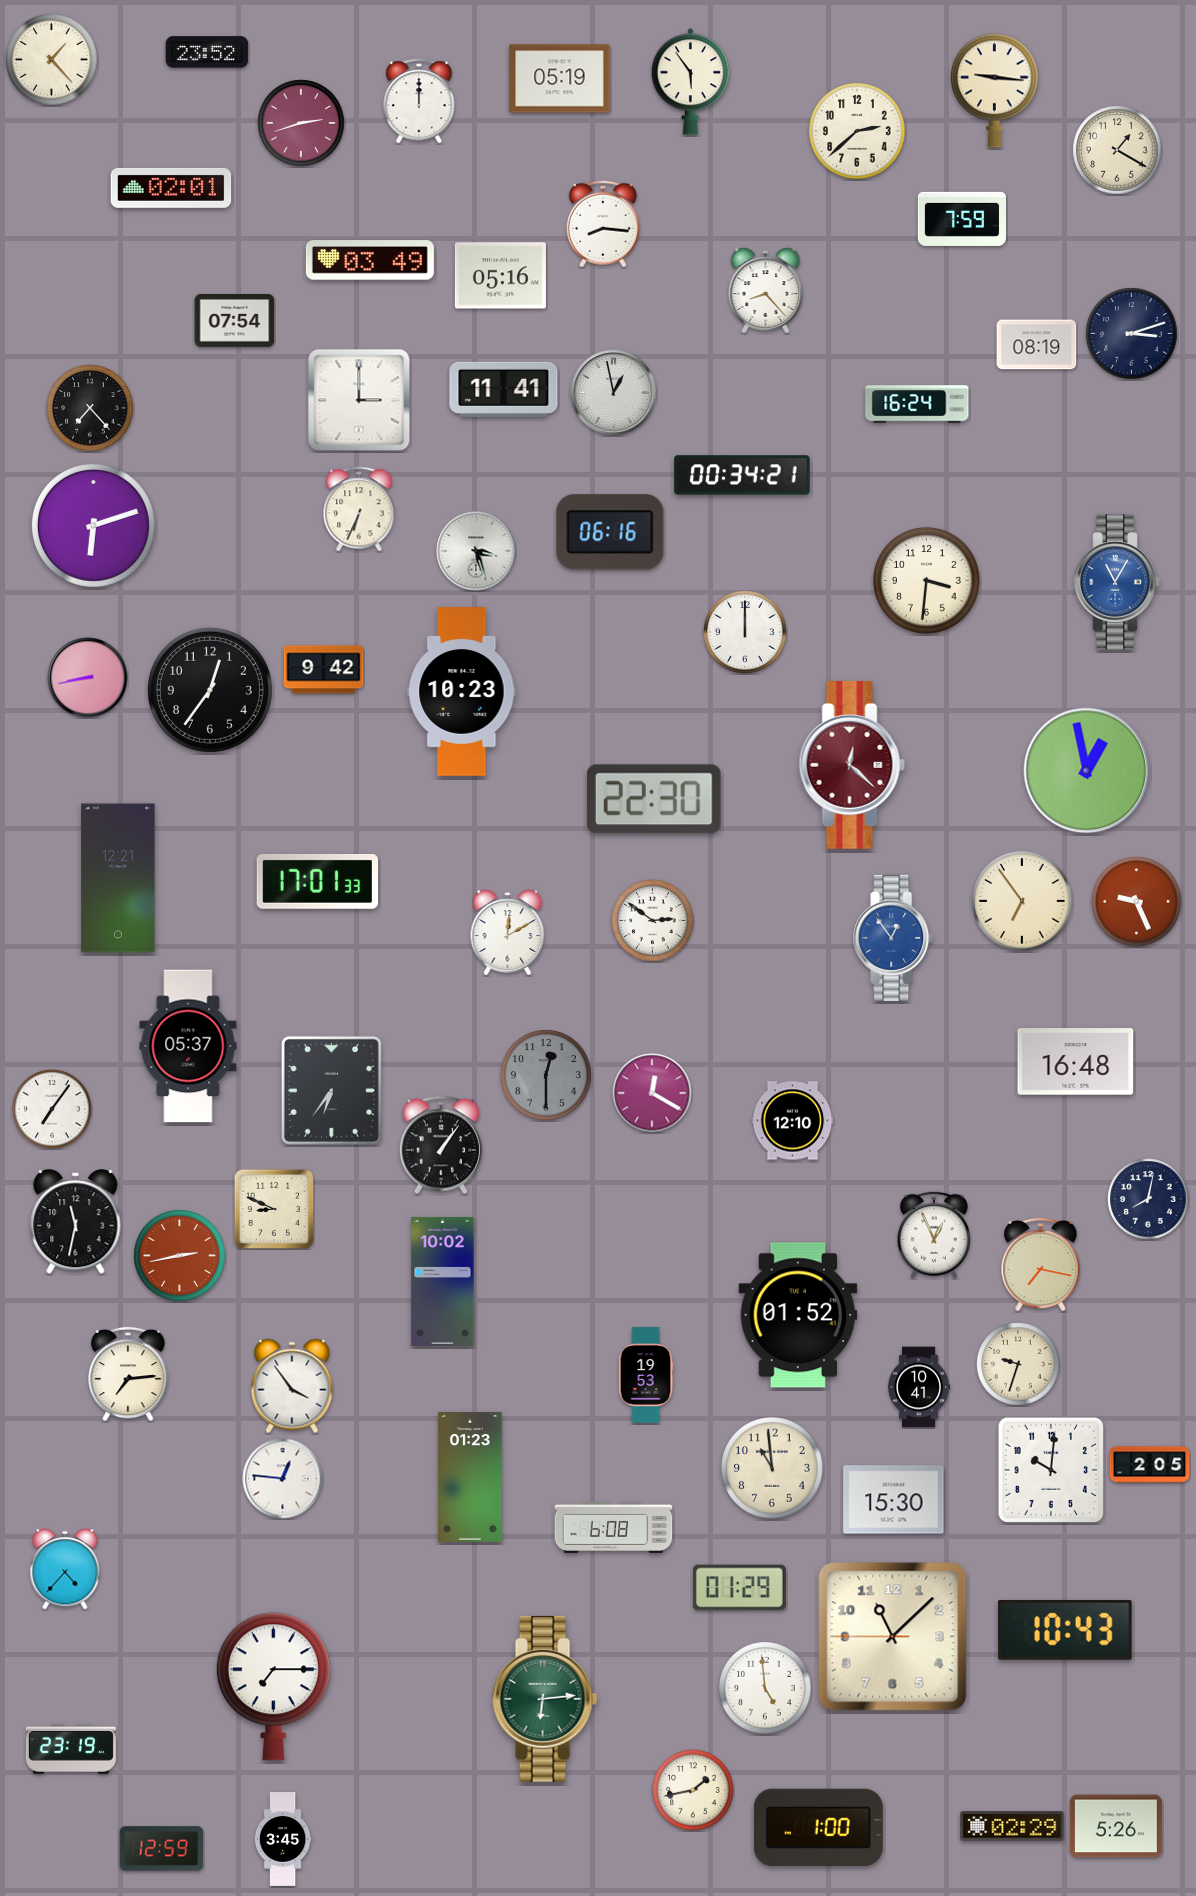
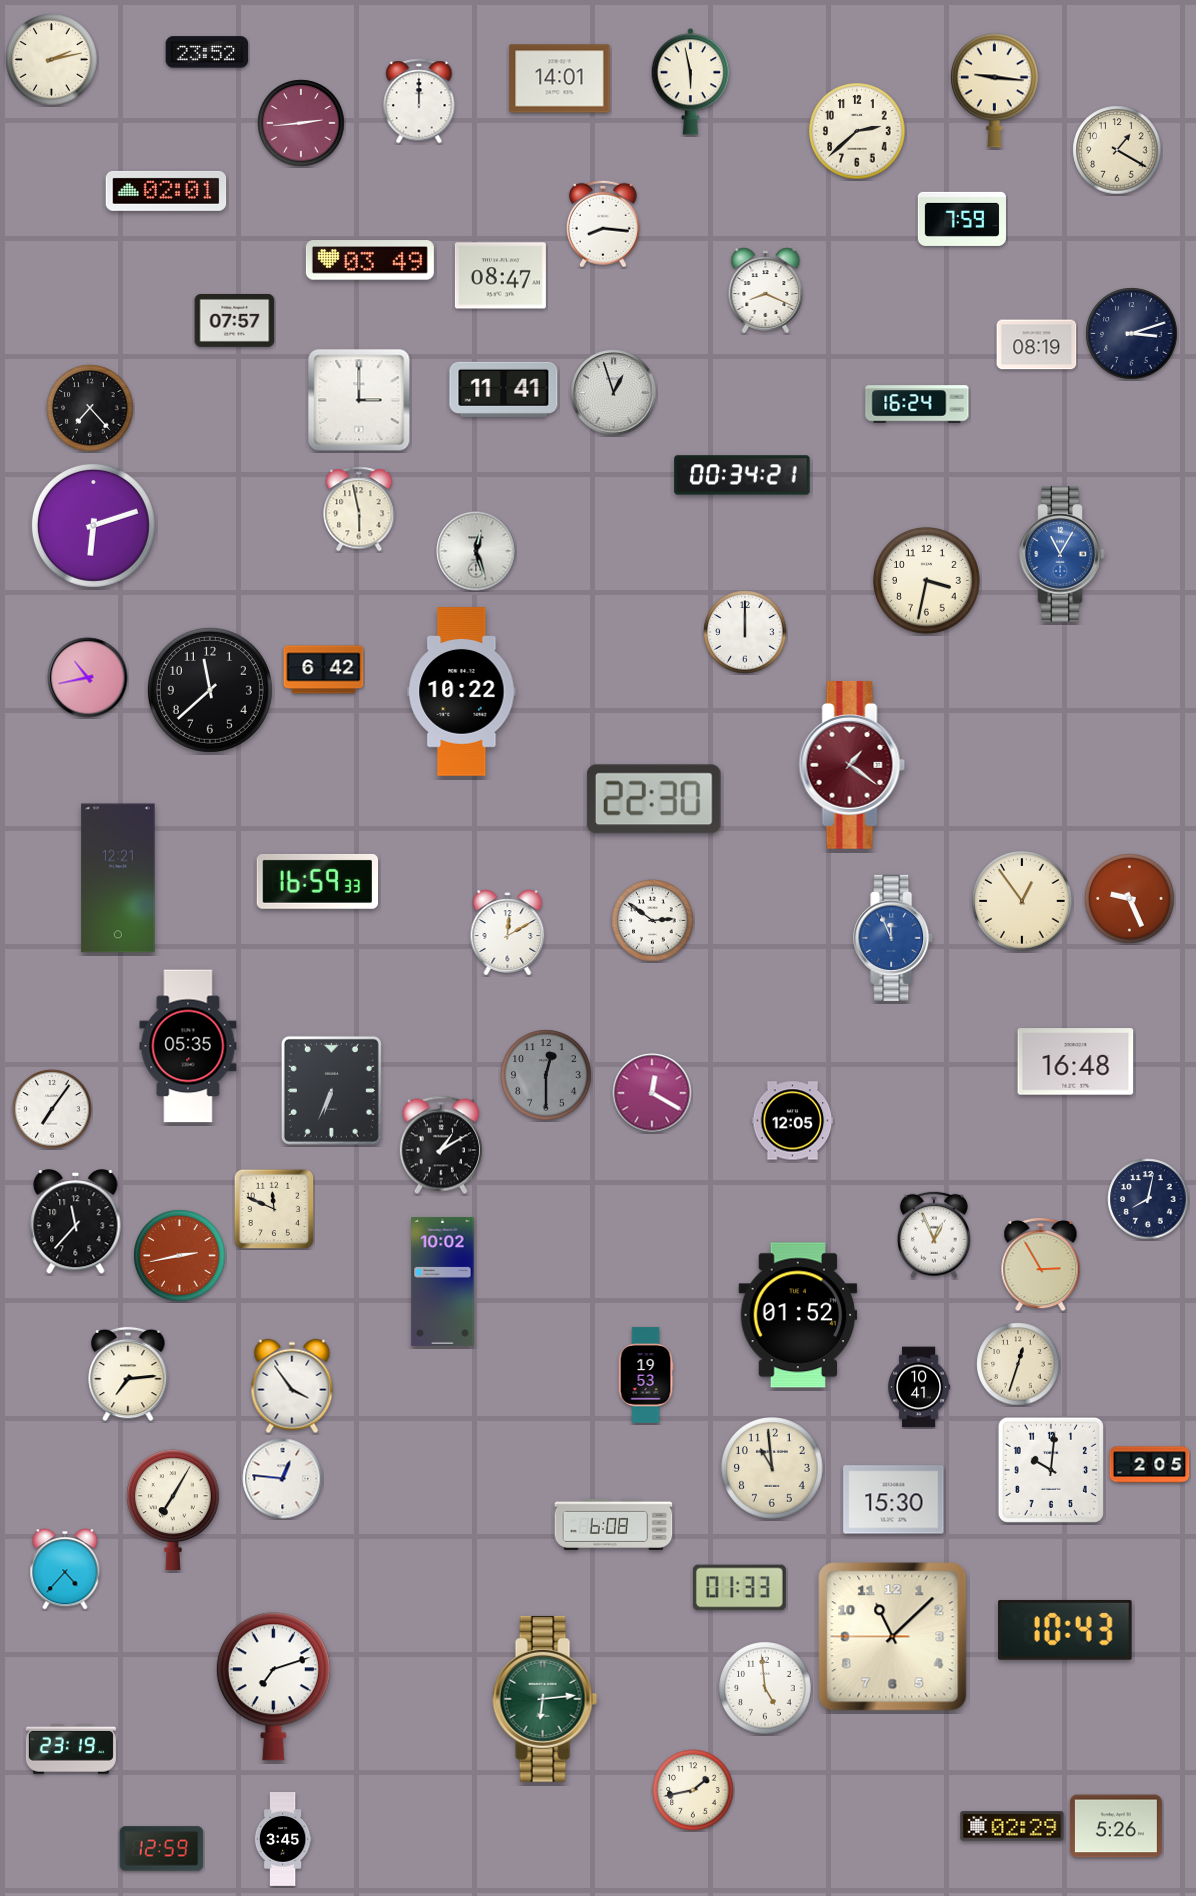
clock at (52, 60): 1:23 -> 2:13
clock at (560, 79): 05:19 -> 14:01
clock at (691, 82): 5:54 -> 5:58
clock at (301, 123): 2:42 -> 2:44
clock at (171, 188) position: (171, 188) -> (166, 191)
clock at (500, 276): 05:16 -> 08:47
clock at (766, 291): 8:23 -> 8:19
clock at (235, 320): 07:54 -> 07:57
clock at (614, 393): 12:58 -> 12:57
clock at (359, 509): 6:34 -> 5:58
clock at (610, 532): 06:16 -> none
clock at (476, 551): 3:27 -> 12:27
clock at (927, 581): 3:31 -> 3:32
clock at (1117, 582) position: (1117, 582) -> (1062, 554)
clock at (324, 670): 9:42 -> 6:42
clock at (88, 678): 8:43 -> 10:43
clock at (210, 690): 12:36 -> 11:38
clock at (462, 692): 10:23 -> 10:22
clock at (852, 765): 12:22 -> 1:21
clock at (1087, 771): 12:58 -> none
clock at (317, 881): 17:01 -> 16:59
clock at (1022, 901): 6:54 -> 12:54
clock at (1137, 902) position: (1137, 902) -> (1130, 899)
clock at (894, 938): 12:54 -> 11:56
clock at (188, 1046): 05:37 -> 05:35
clock at (331, 1090): 6:36 -> 6:34
clock at (793, 1121): 12:10 -> 12:05
clock at (441, 1145): 1:06 -> 1:10
clock at (274, 1209): 8:49 -> 11:49
clock at (76, 1222): 11:32 -> 11:37
clock at (1041, 1264): 7:17 -> 2:55
clock at (1018, 1364): 9:33 -> 12:33
clock at (470, 1478): 01:23 -> none
clock at (173, 1510): none -> 7:05
clock at (614, 1527) position: (614, 1527) -> (614, 1524)
clock at (739, 1588): 01:29 -> 01:33
clock at (273, 1687): 7:15 -> 7:12
clock at (818, 1827): 1:00 -> none
